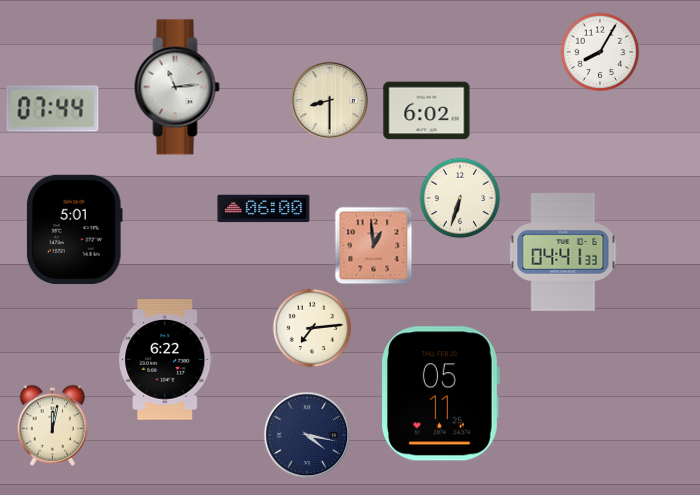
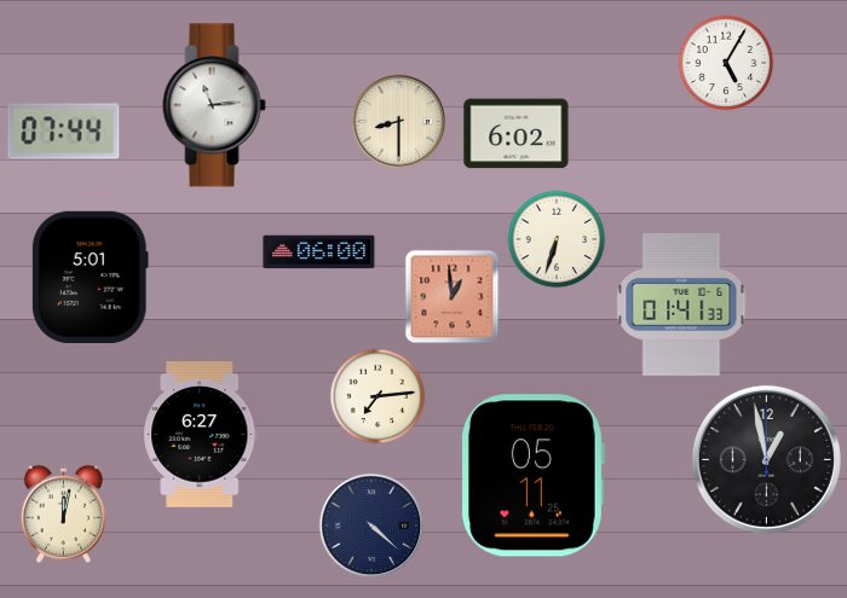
clock at (600, 52): 8:05 -> 5:05
clock at (563, 252): 04:41 -> 01:41
clock at (166, 360): 6:22 -> 6:27
clock at (766, 459): none -> 12:58
clock at (307, 435): 4:17 -> 4:22
